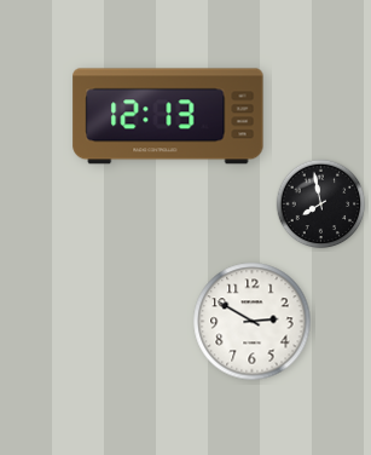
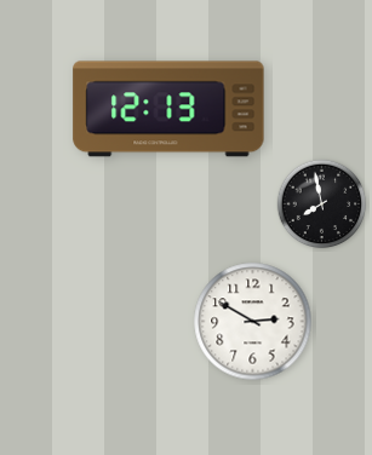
clock at (168, 116) position: (168, 116) -> (168, 109)
